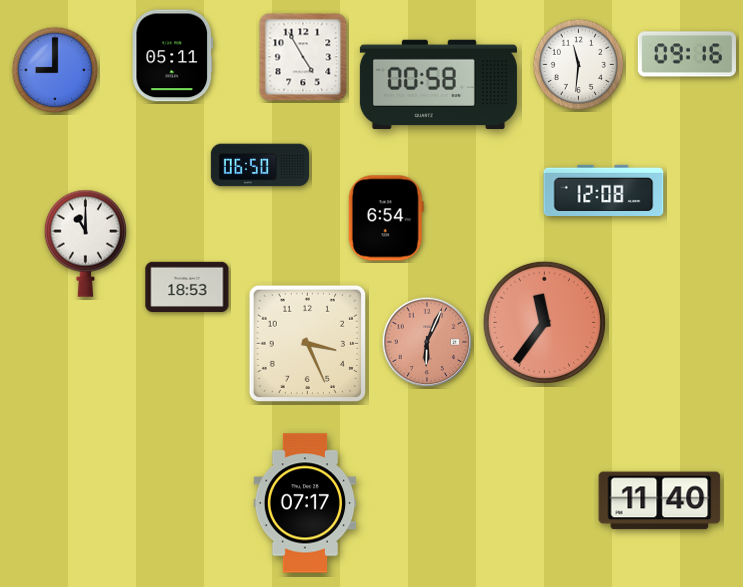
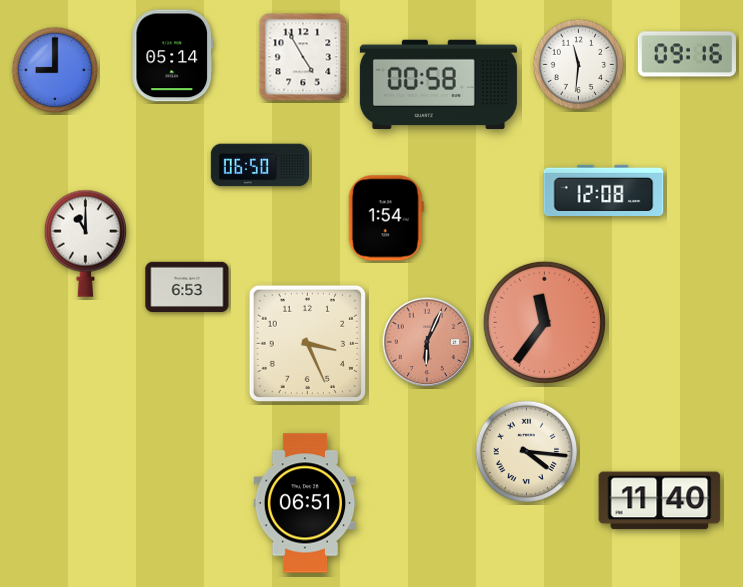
clock at (173, 56): 05:11 -> 05:14
clock at (386, 218): 6:54 -> 1:54
clock at (187, 286): 18:53 -> 6:53
clock at (527, 452): none -> 4:16
clock at (305, 503): 07:17 -> 06:51
